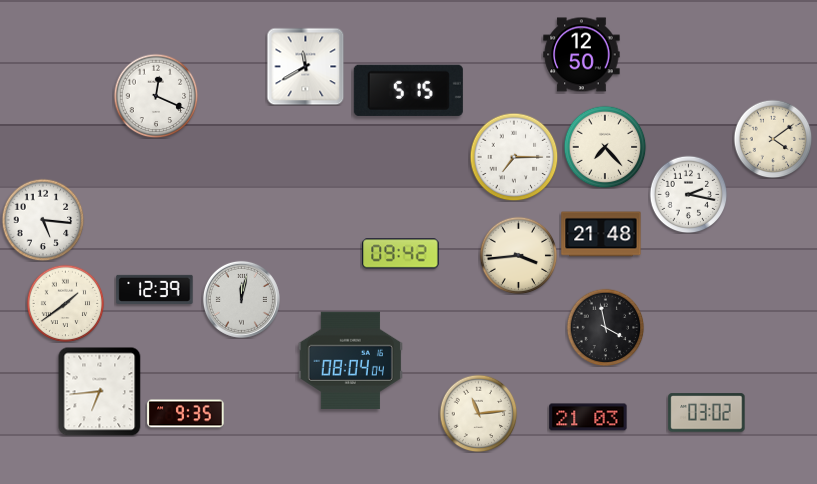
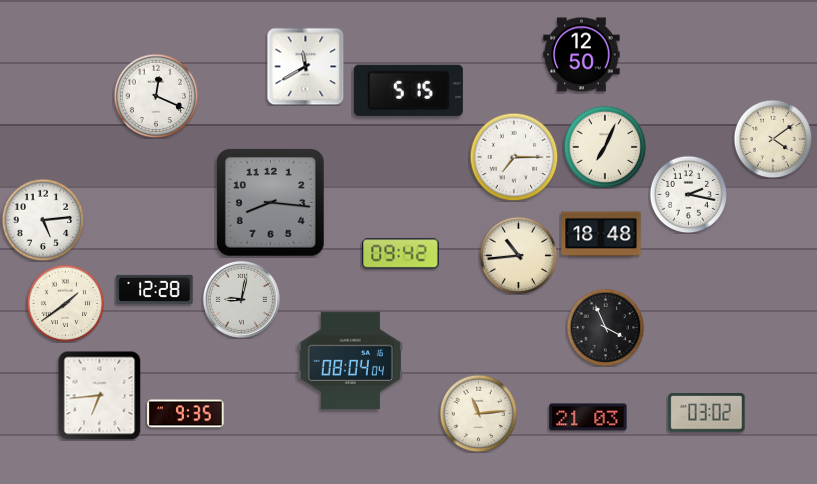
clock at (605, 147): 7:23 -> 7:04
clock at (271, 203): none -> 8:16
clock at (43, 220): 5:16 -> 5:14
clock at (601, 234): 21:48 -> 18:48
clock at (518, 255): 3:44 -> 10:44
clock at (155, 289): 12:39 -> 12:28
clock at (241, 299): 12:02 -> 9:02
clock at (605, 327): 3:58 -> 3:56
clock at (100, 391) position: (100, 391) -> (100, 395)
